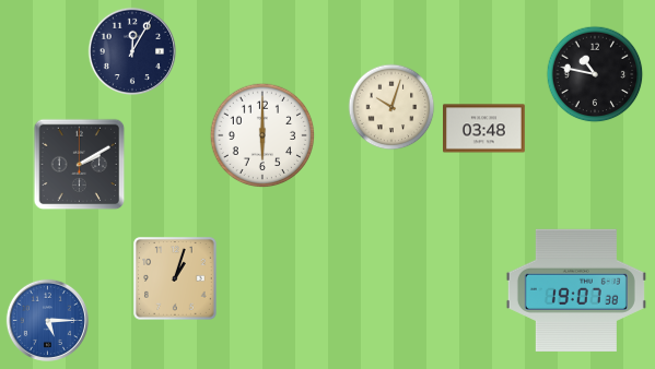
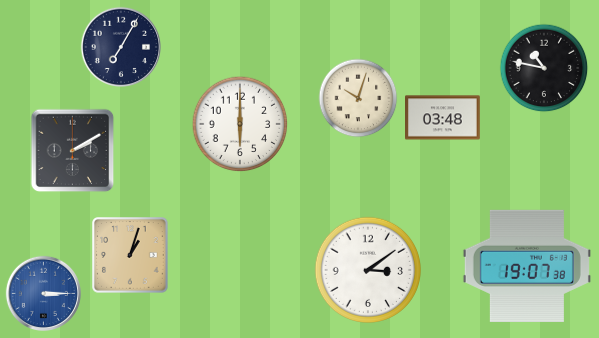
clock at (131, 50): 12:05 -> 7:05
clock at (175, 278) position: (175, 278) -> (130, 255)
clock at (367, 269): none -> 3:09
clock at (47, 320): 5:15 -> 3:15
